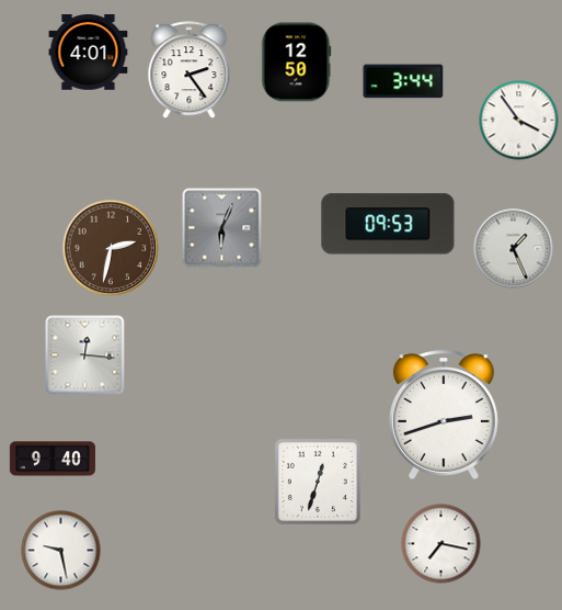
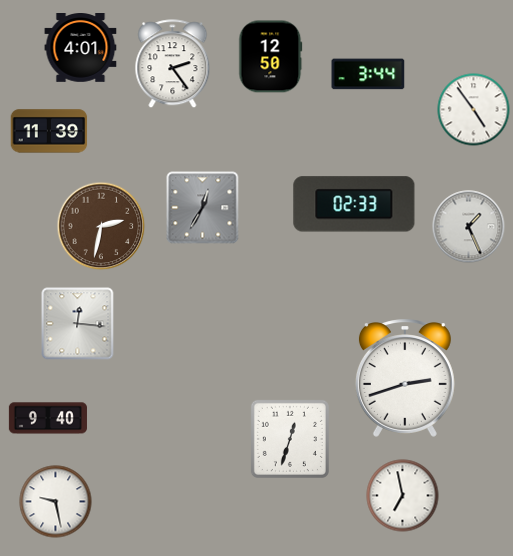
clock at (519, 121): 3:54 -> 4:54
clock at (49, 131): none -> 11:39
clock at (388, 224): 09:53 -> 02:33
clock at (222, 228): 6:04 -> 12:35
clock at (441, 544): 7:17 -> 6:58
